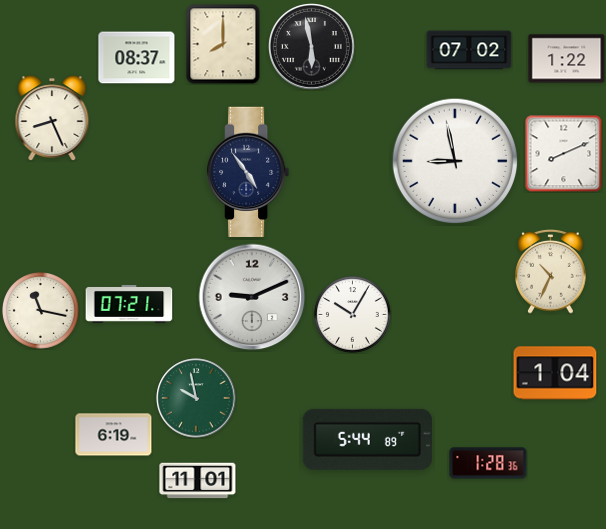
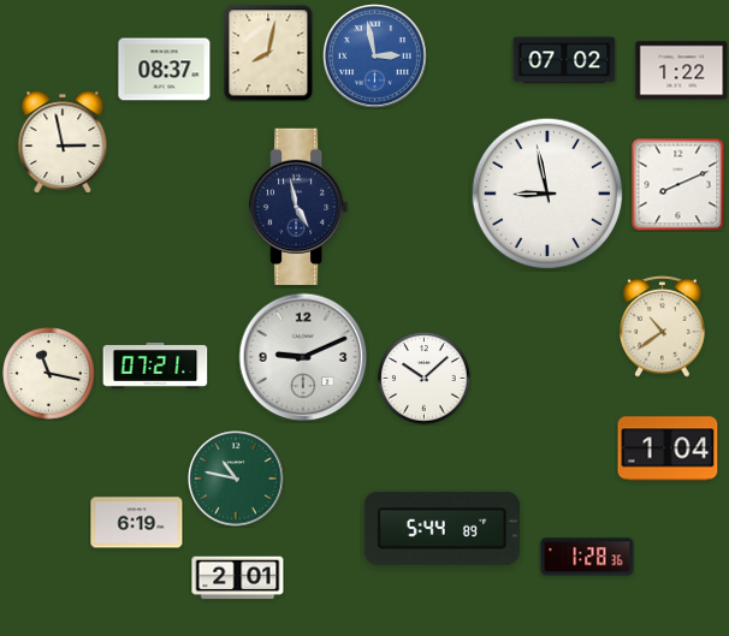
clock at (223, 44): 8:00 -> 8:02
clock at (312, 47): 5:58 -> 2:58
clock at (312, 47) dial: black -> blue
clock at (52, 118): 8:26 -> 2:58
clock at (249, 171): 4:54 -> 4:58
clock at (551, 271): 10:34 -> 10:39
clock at (353, 315): 10:05 -> 10:08
clock at (196, 398): 9:58 -> 10:47
clock at (198, 481): 11:01 -> 2:01
